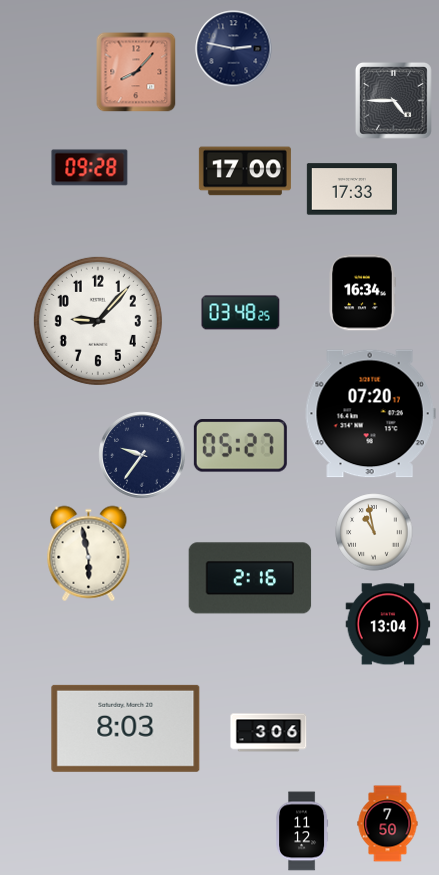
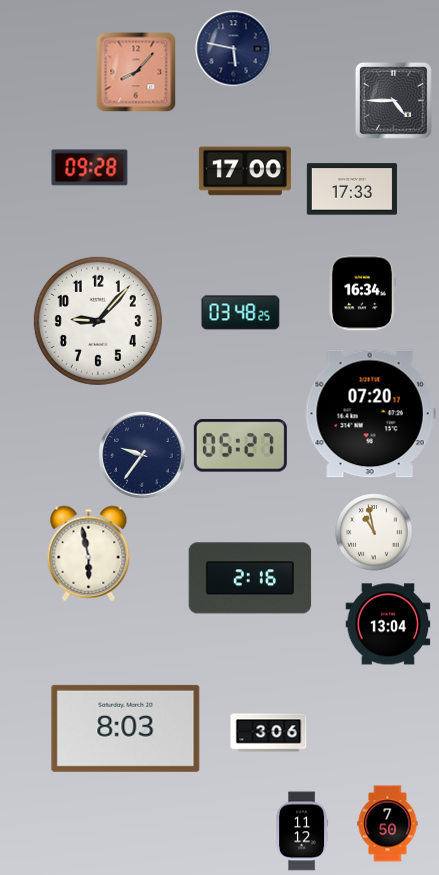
clock at (234, 49): 2:47 -> 5:47
